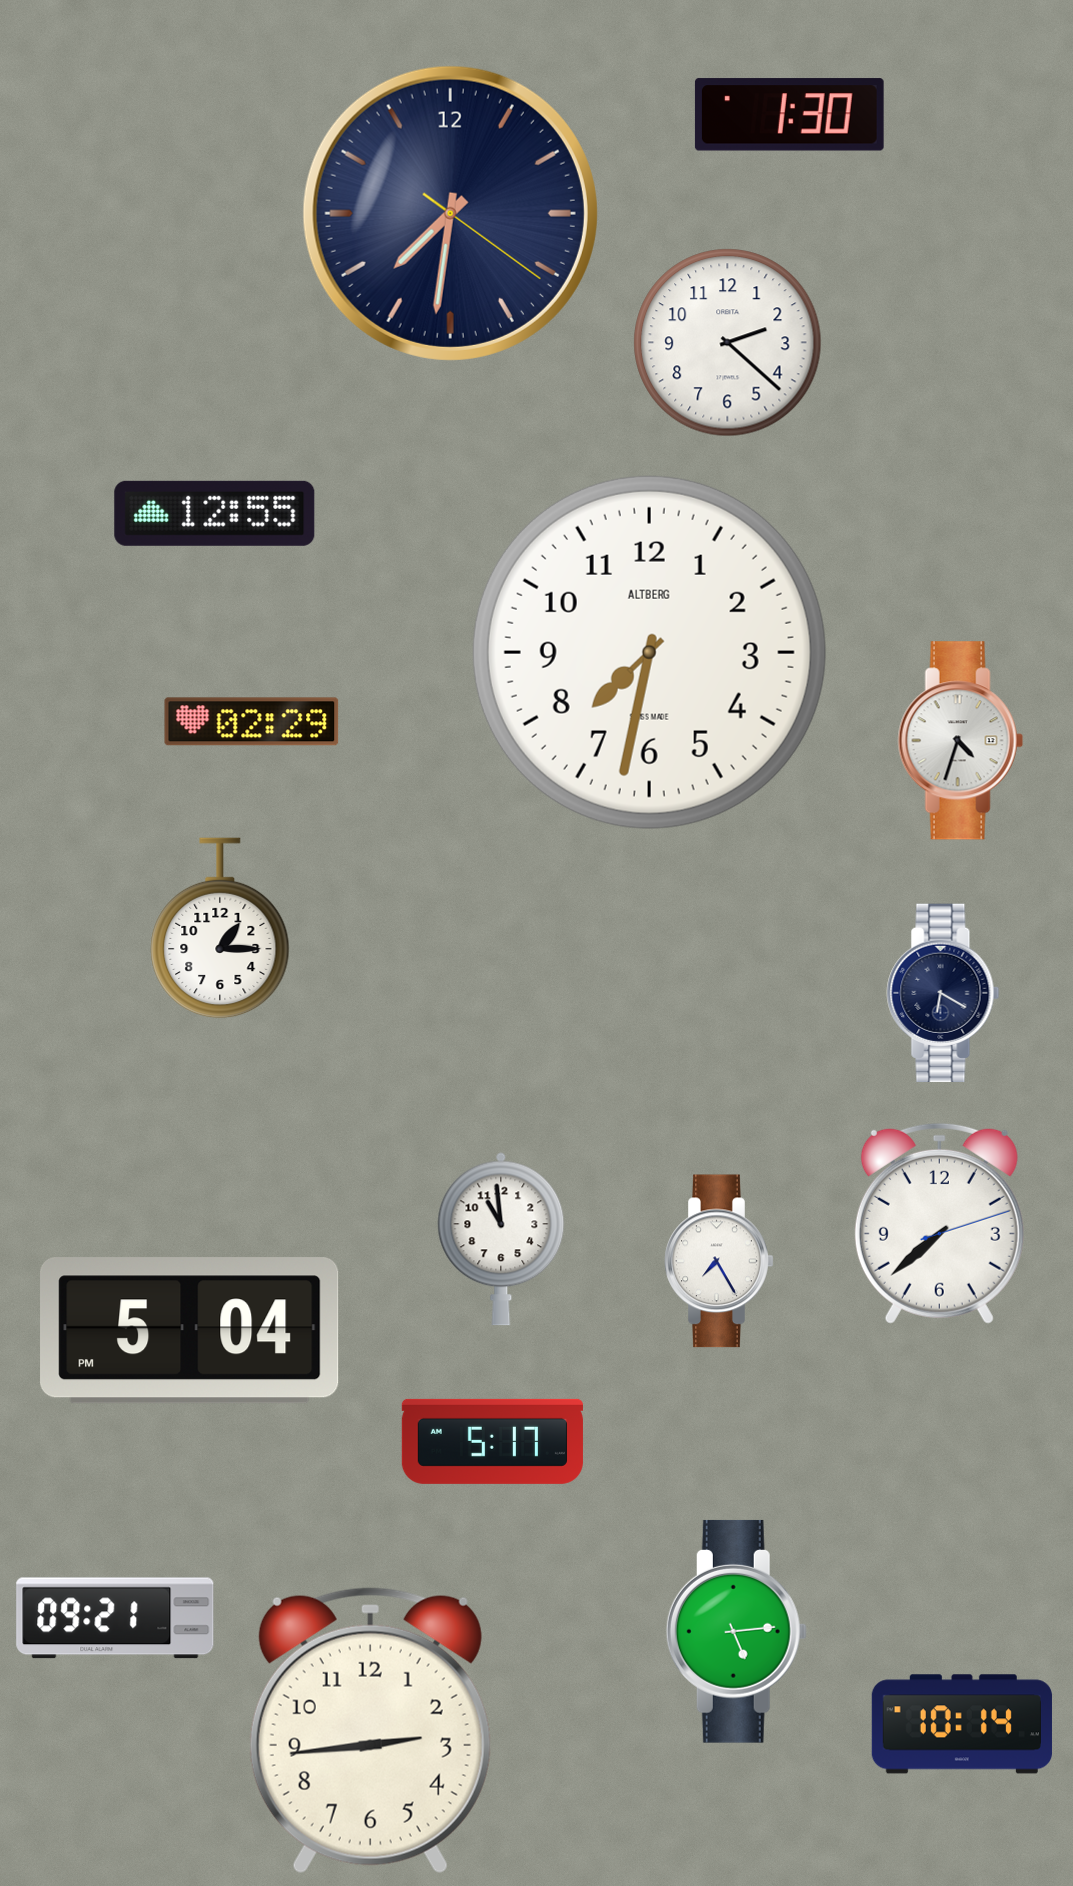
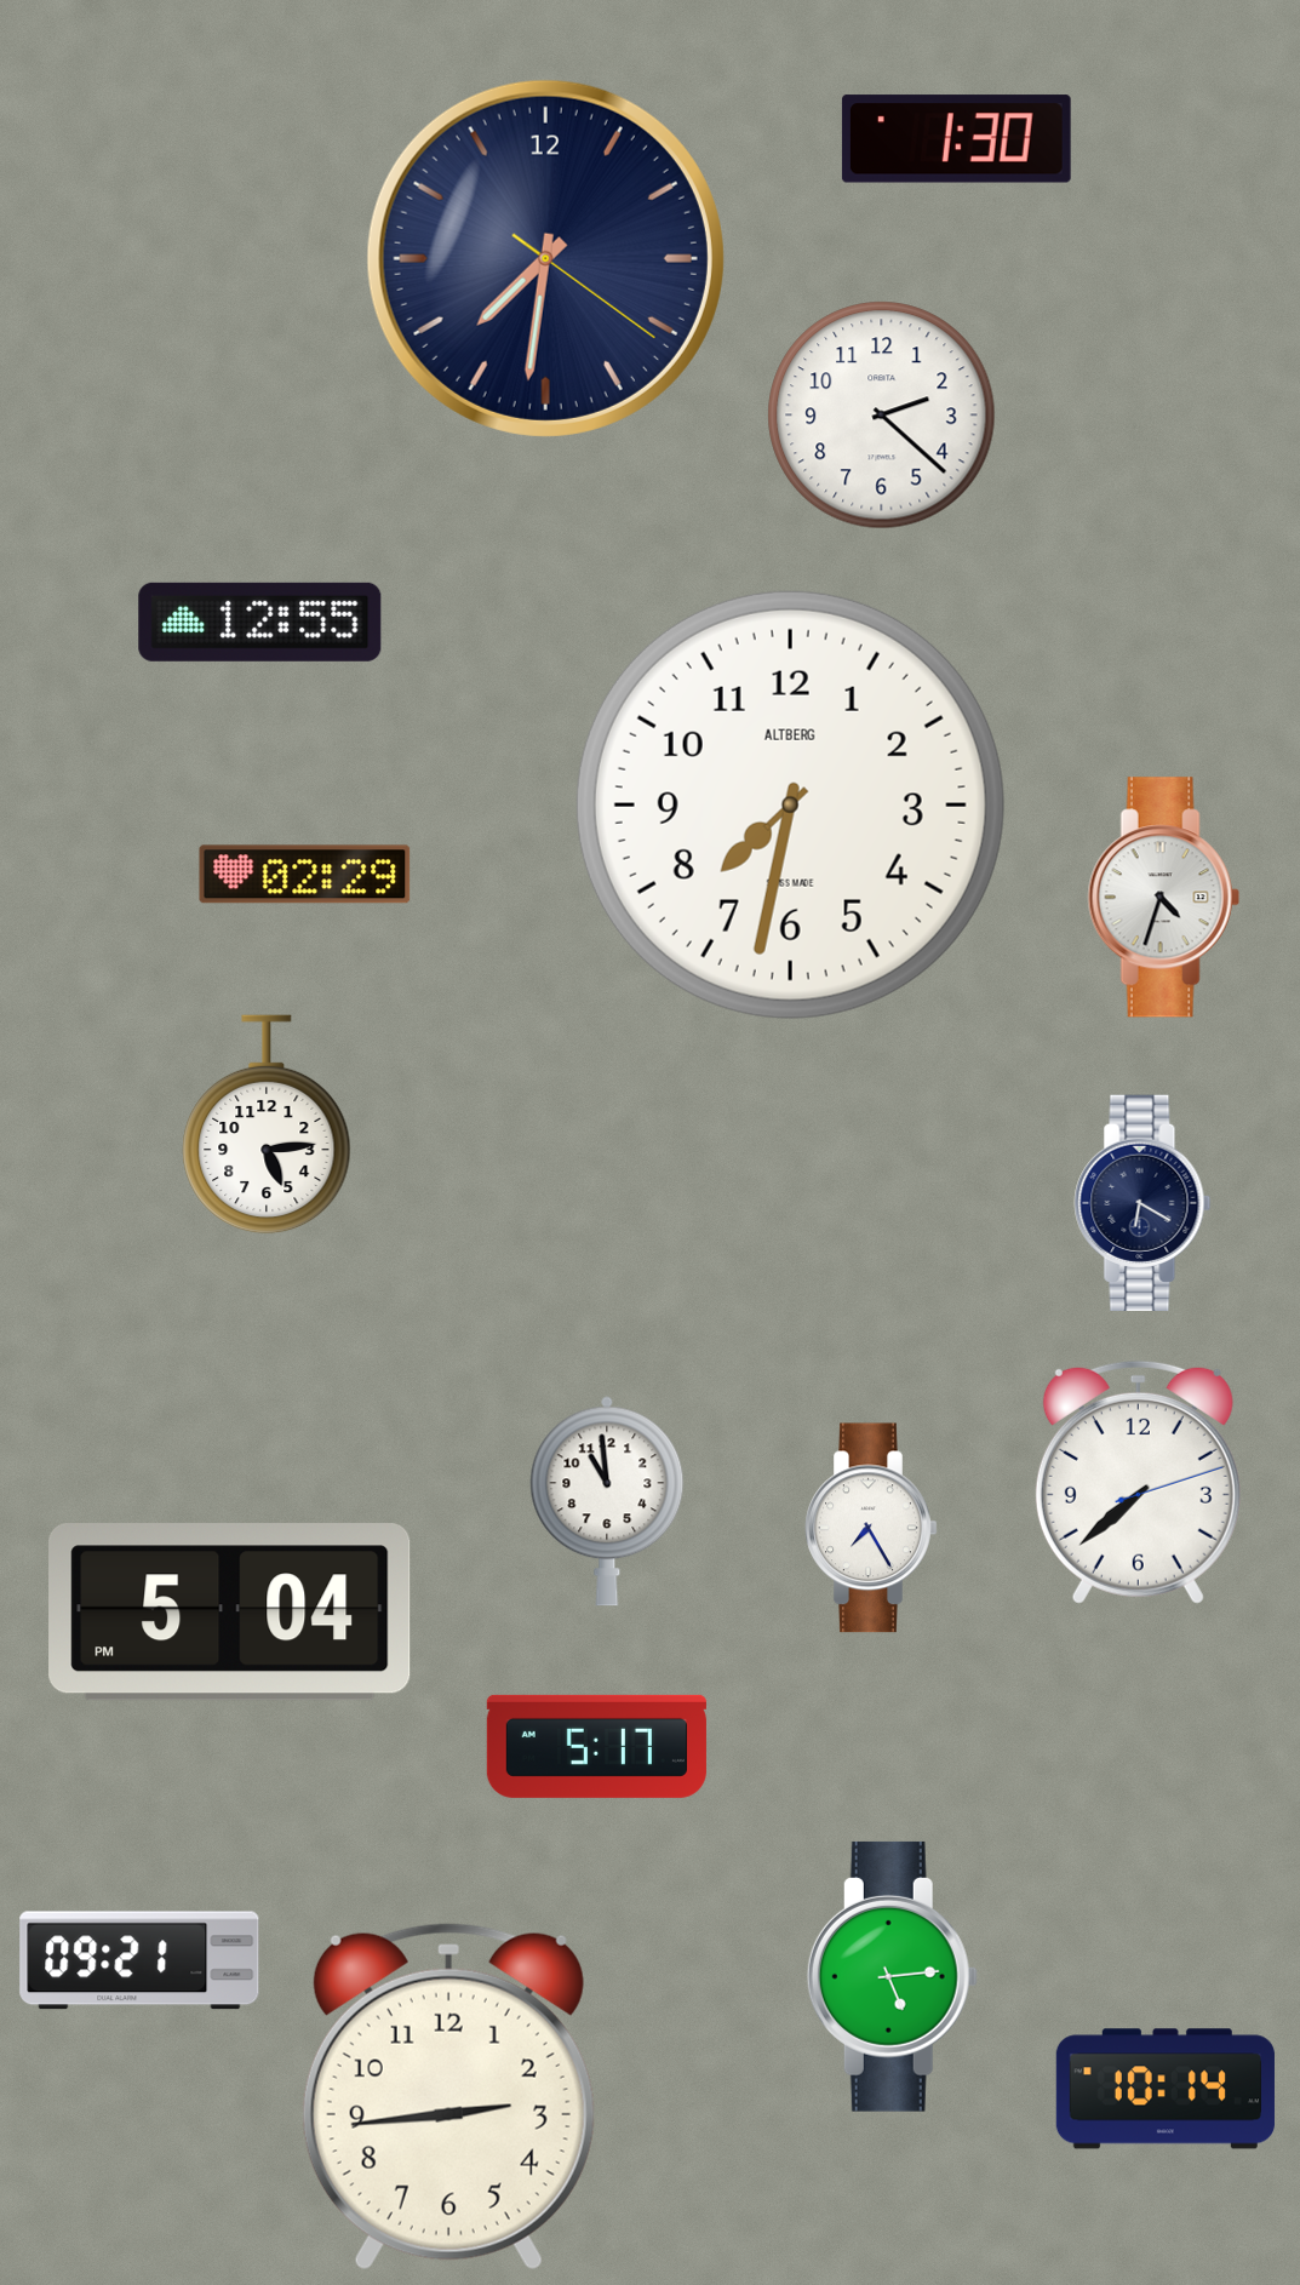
clock at (649, 652) position: (649, 652) -> (790, 804)
clock at (220, 928): 1:15 -> 5:14
